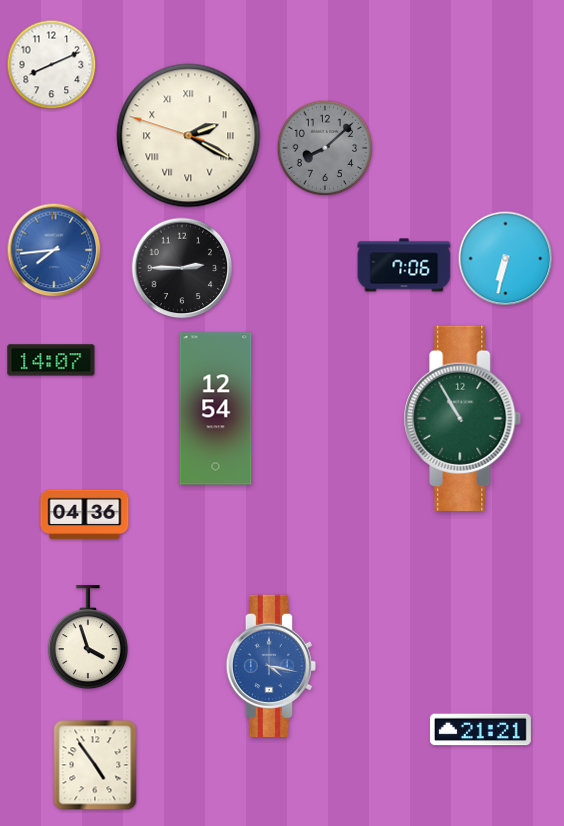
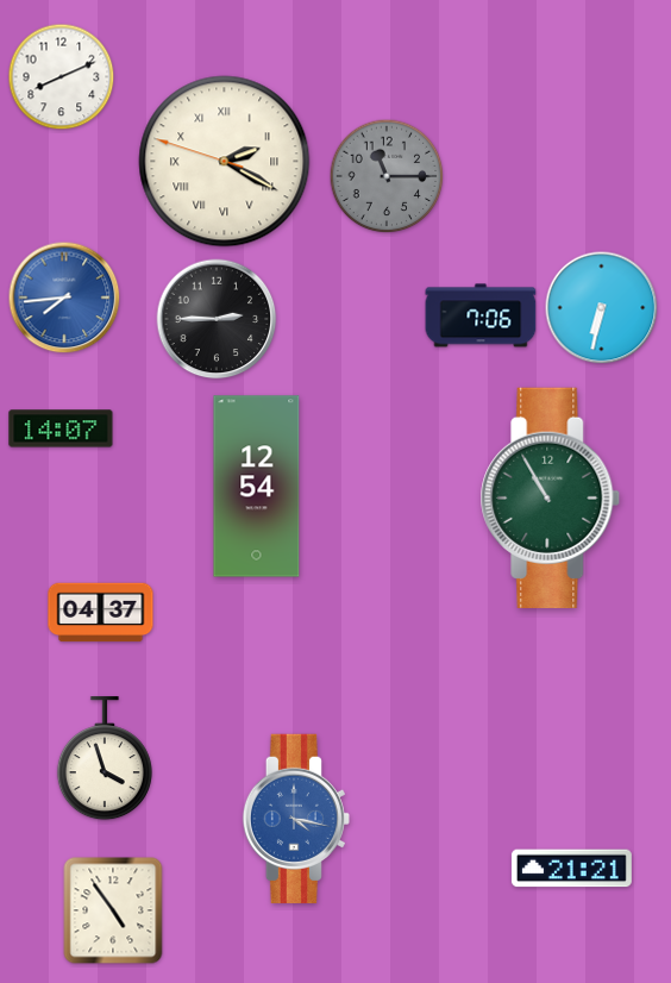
clock at (325, 148): 8:08 -> 11:15
clock at (85, 515): 04:36 -> 04:37
clock at (271, 666) position: (271, 666) -> (296, 819)
